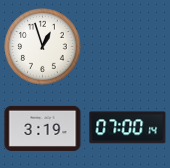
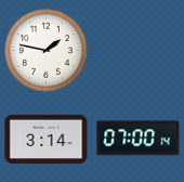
clock at (43, 47): 12:57 -> 1:47
clock at (43, 128): 3:19 -> 3:14
